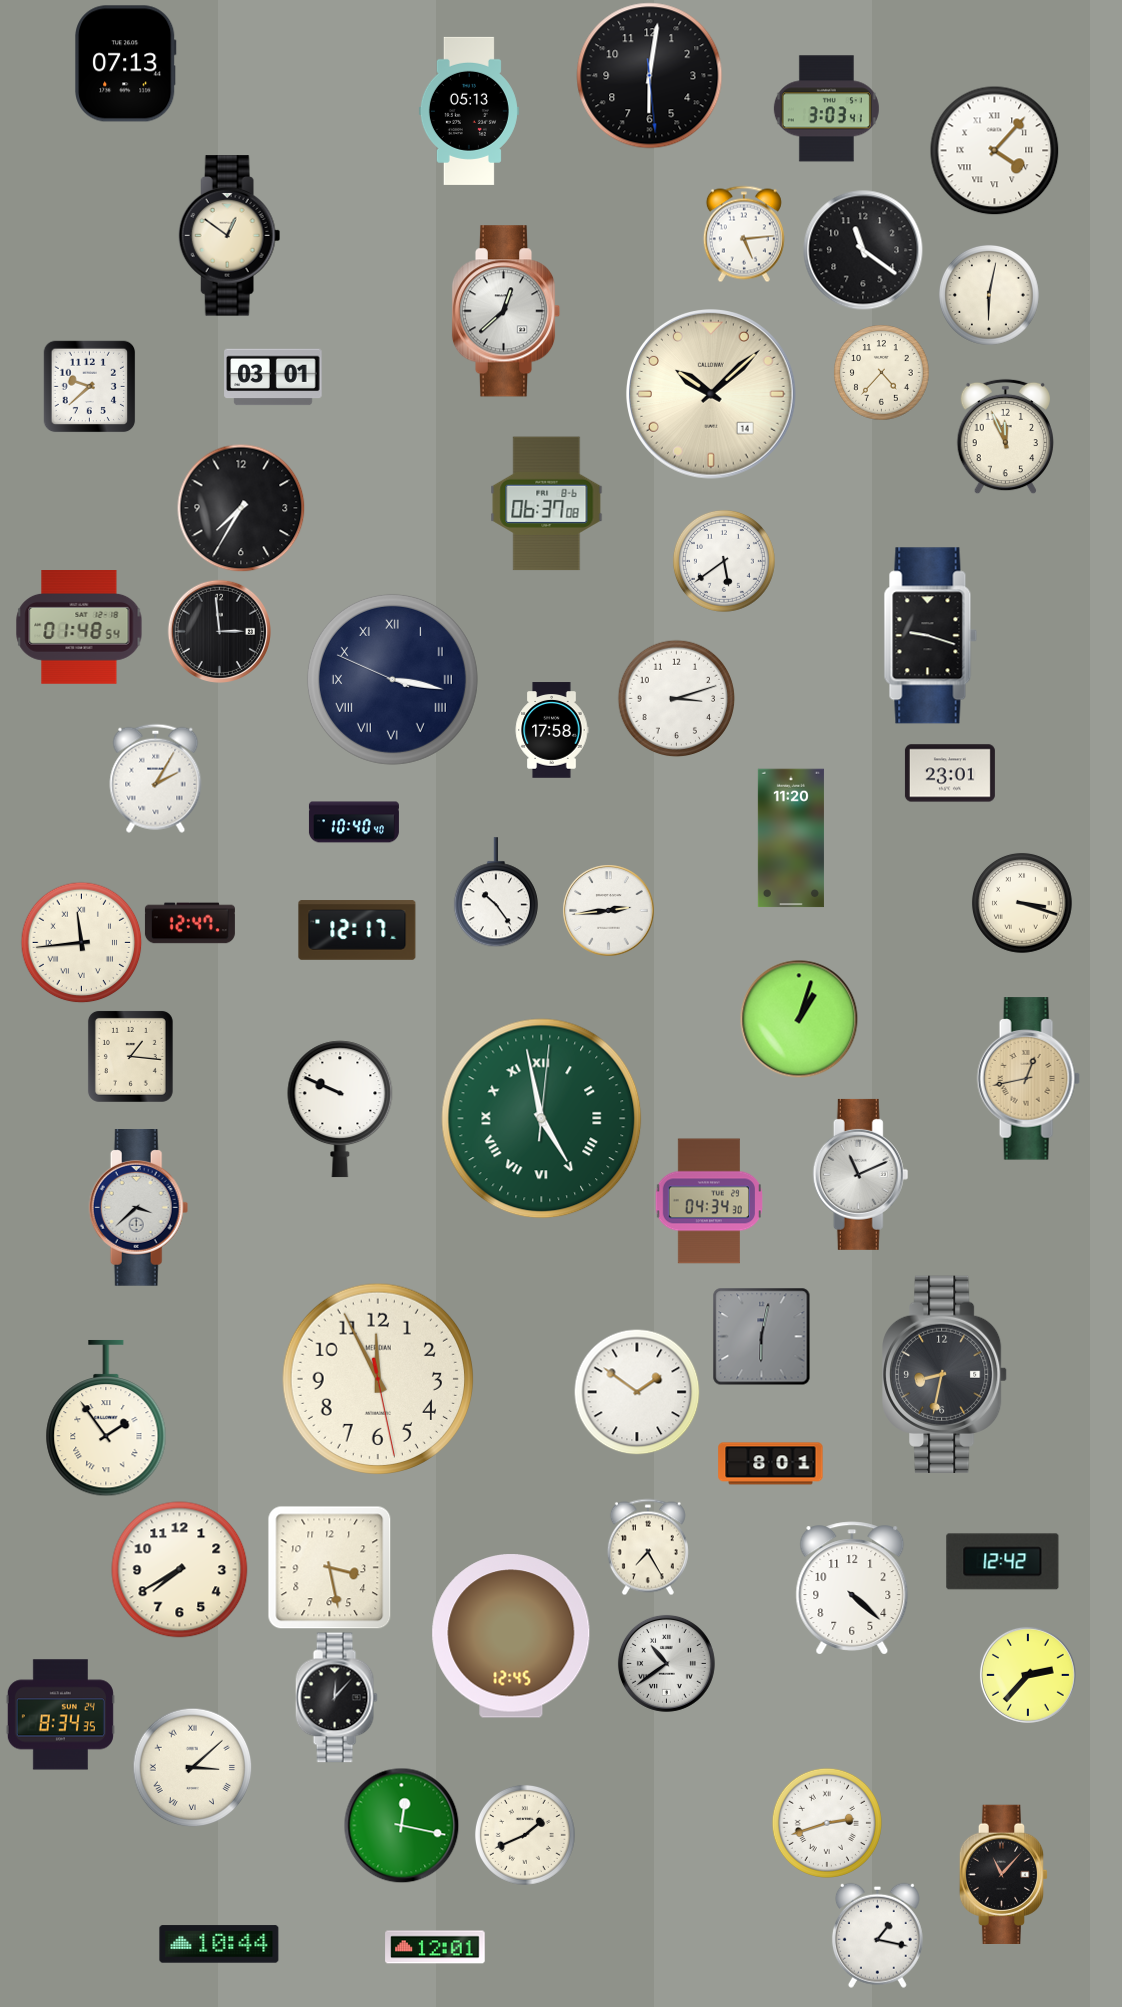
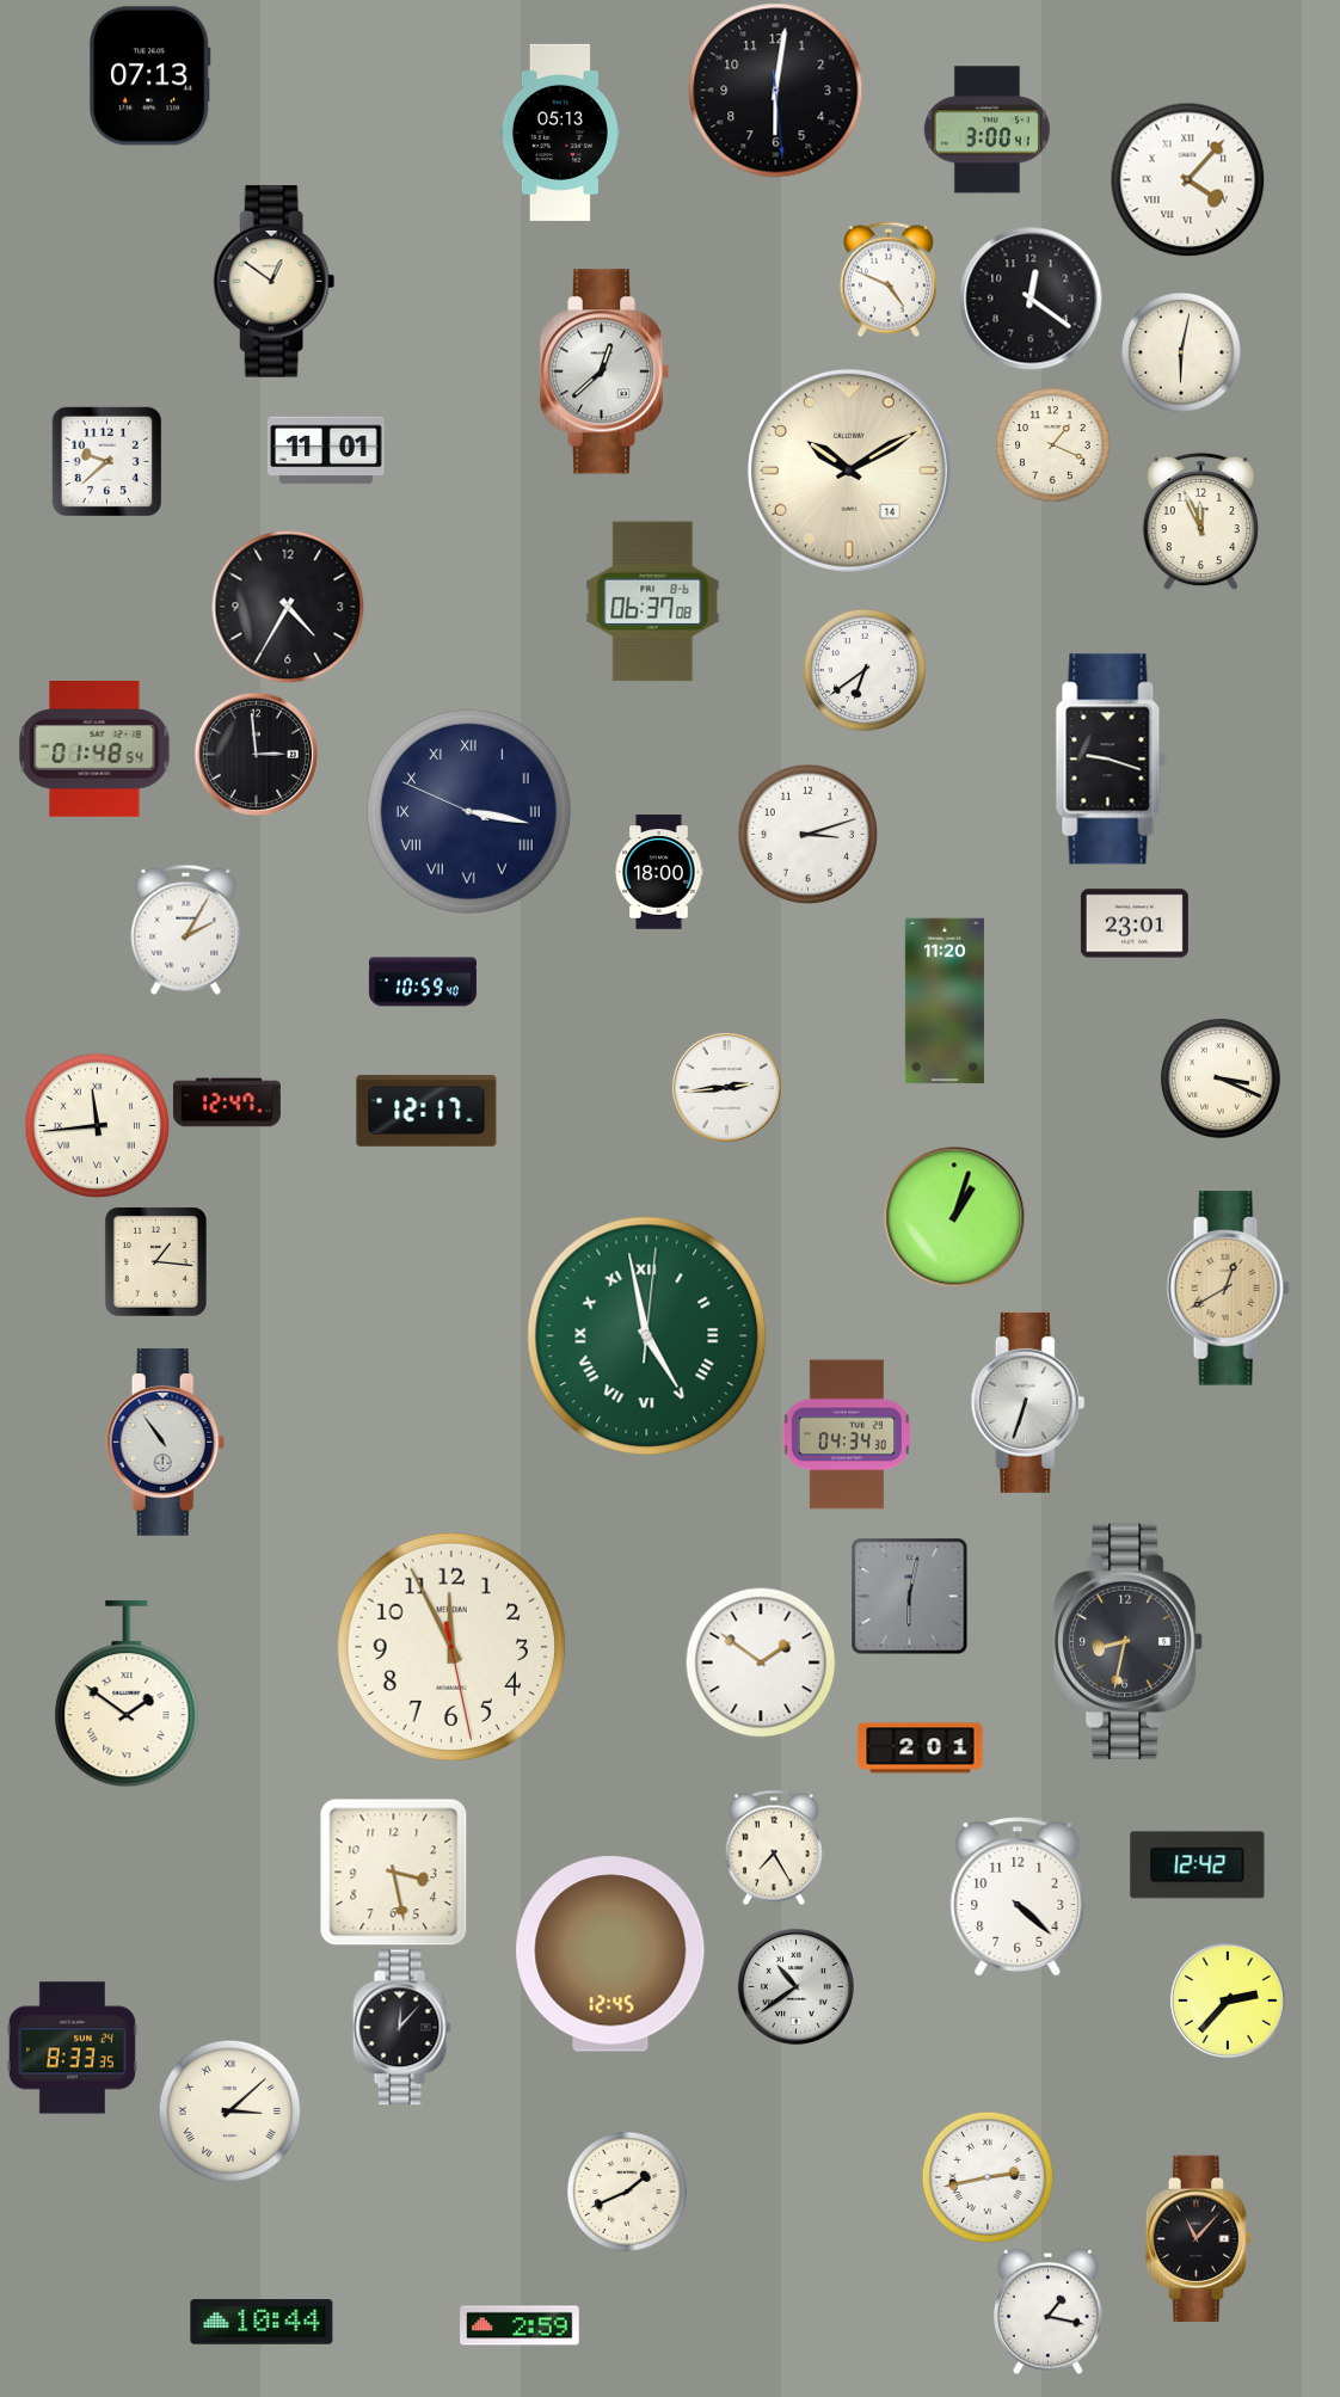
clock at (826, 109): 3:03 -> 3:00
clock at (744, 234): 5:14 -> 4:49
clock at (863, 250): 11:21 -> 12:21
clock at (881, 372): 4:37 -> 1:19
clock at (273, 377): 03:01 -> 11:01
clock at (712, 395): 10:08 -> 10:10
clock at (241, 508): 7:35 -> 4:35
clock at (724, 561): 5:39 -> 6:39
clock at (219, 631) position: (219, 631) -> (256, 754)
clock at (552, 730): 17:58 -> 18:00
clock at (354, 822): 10:40 -> 10:59
clock at (496, 892): 10:24 -> none
clock at (1022, 903): 3:18 -> 3:19
clock at (1028, 1079): 12:43 -> 12:40
clock at (340, 1109): 9:49 -> none
clock at (861, 1174): 11:11 -> 6:33
clock at (139, 1208): 3:38 -> 10:54
clock at (106, 1418): 1:54 -> 1:51
clock at (771, 1464): 8:01 -> 2:01
clock at (180, 1570): 7:40 -> none
clock at (60, 1715): 8:34 -> 8:33
clock at (827, 1823): 2:42 -> 2:43
clock at (401, 1825): 12:17 -> none
clock at (435, 1947): 12:01 -> 2:59
